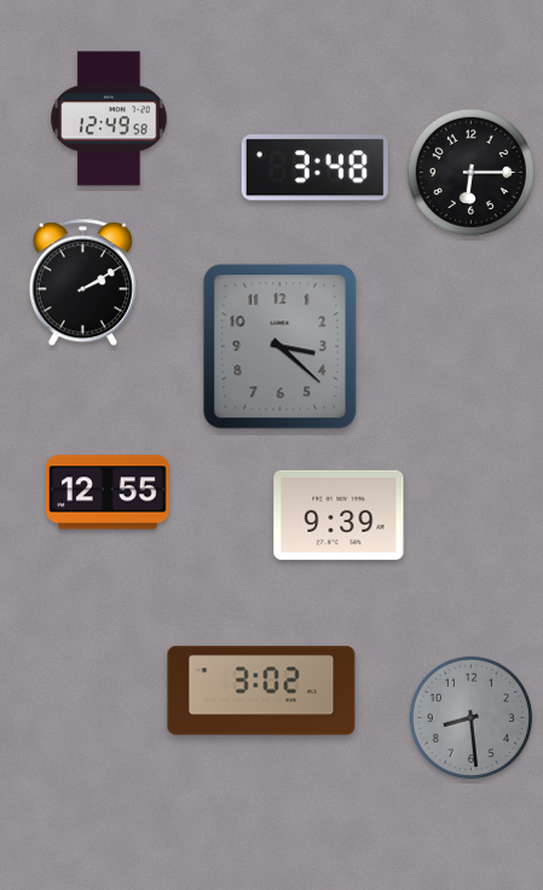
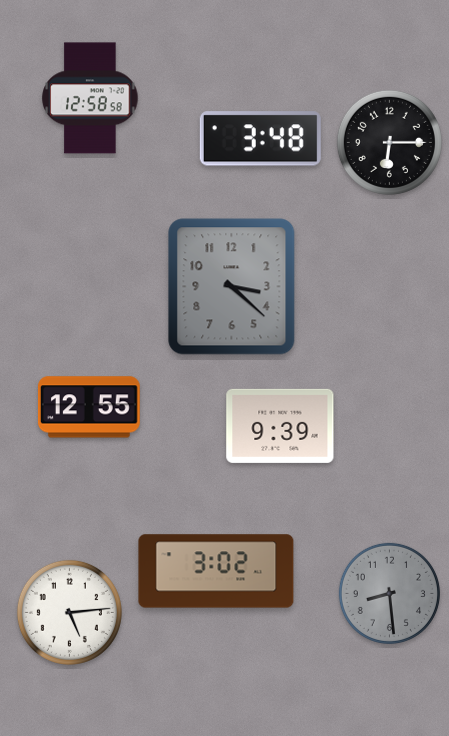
clock at (109, 119): 12:49 -> 12:58
clock at (82, 283): 2:10 -> none
clock at (69, 612): none -> 5:14
